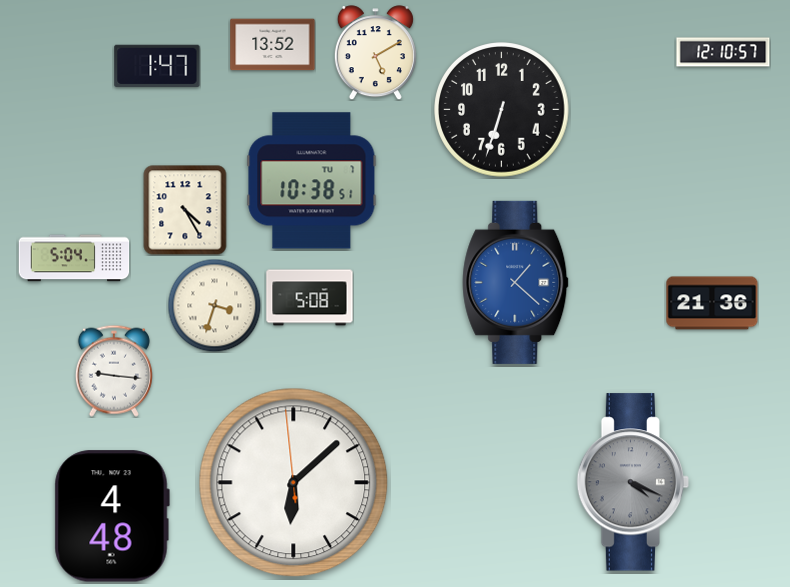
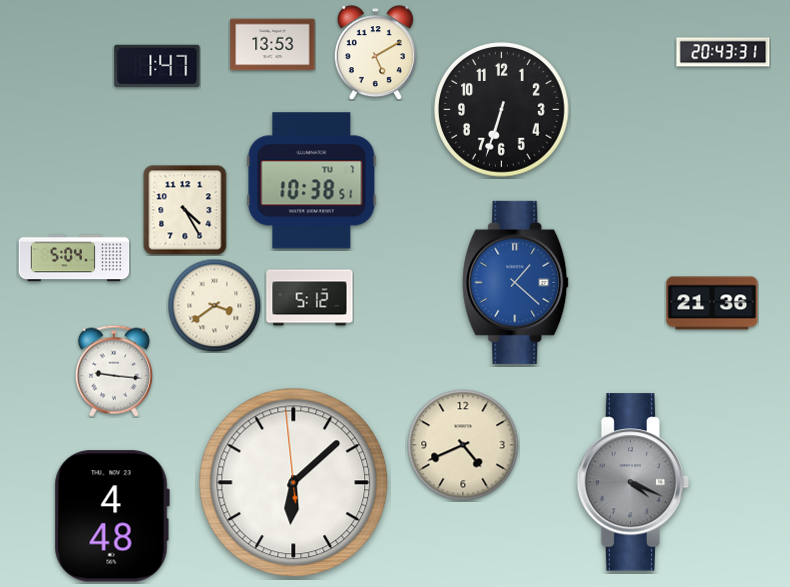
clock at (273, 45): 13:52 -> 13:53
clock at (723, 52): 12:10 -> 20:43
clock at (310, 298): 5:08 -> 5:12
clock at (214, 305): 3:33 -> 3:39
clock at (463, 445): none -> 4:41
